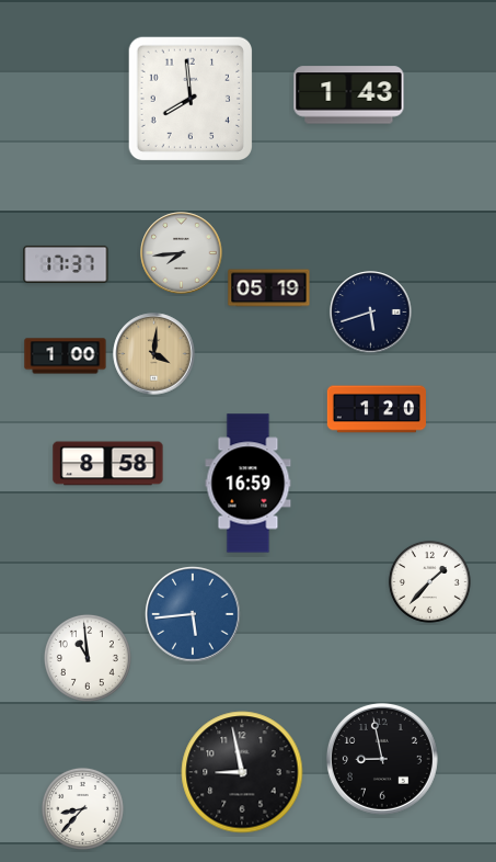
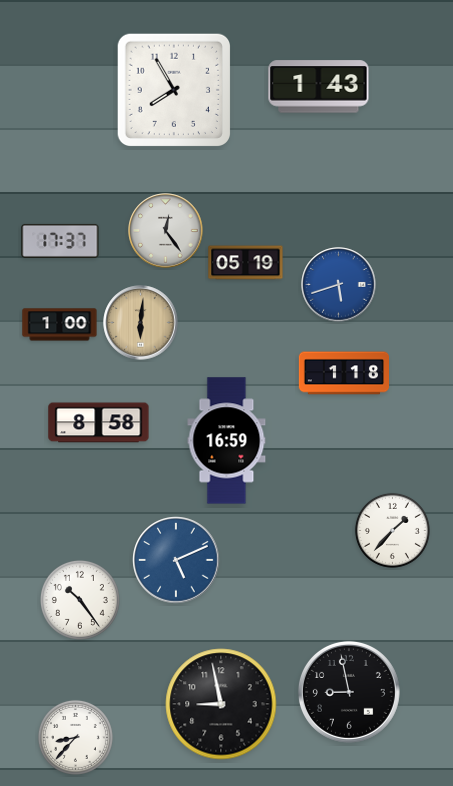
clock at (189, 98): 7:59 -> 7:55
clock at (182, 253): 7:44 -> 12:24
clock at (371, 313) dial: navy -> blue
clock at (154, 354): 4:01 -> 6:01
clock at (376, 409): 1:20 -> 1:18
clock at (193, 614): 5:44 -> 5:11
clock at (88, 658): 10:59 -> 10:24
